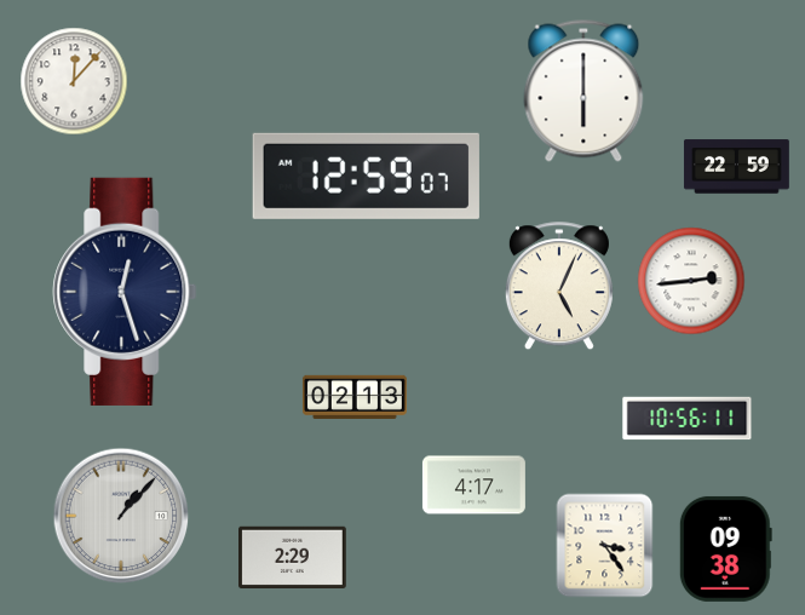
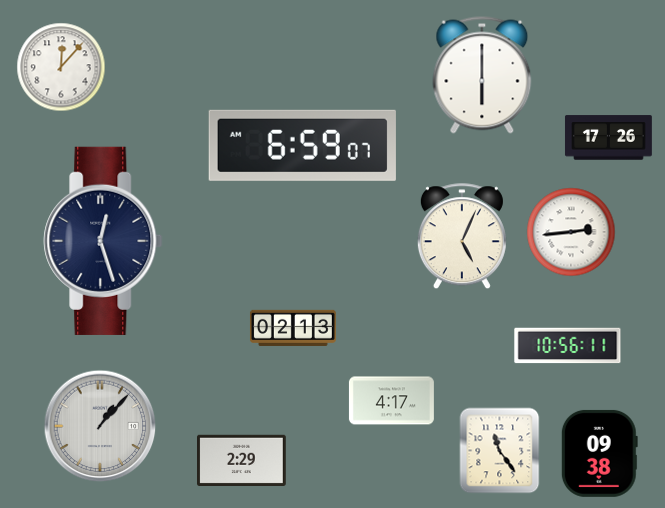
clock at (736, 167): 22:59 -> 17:26
clock at (366, 176): 12:59 -> 6:59
clock at (605, 545): 3:24 -> 11:24
